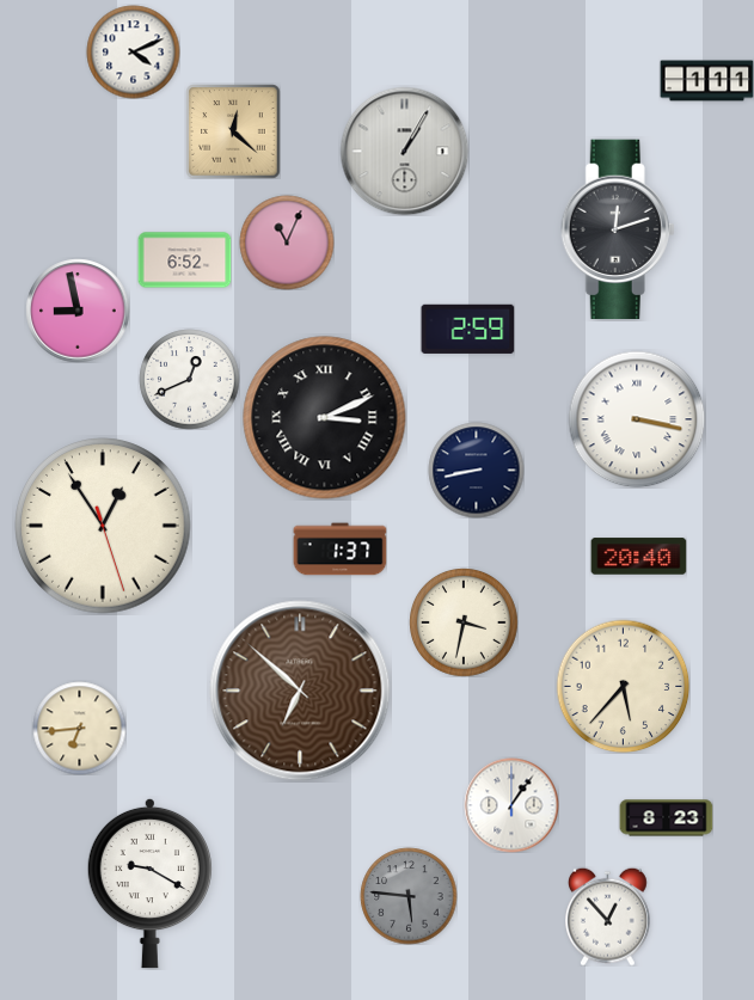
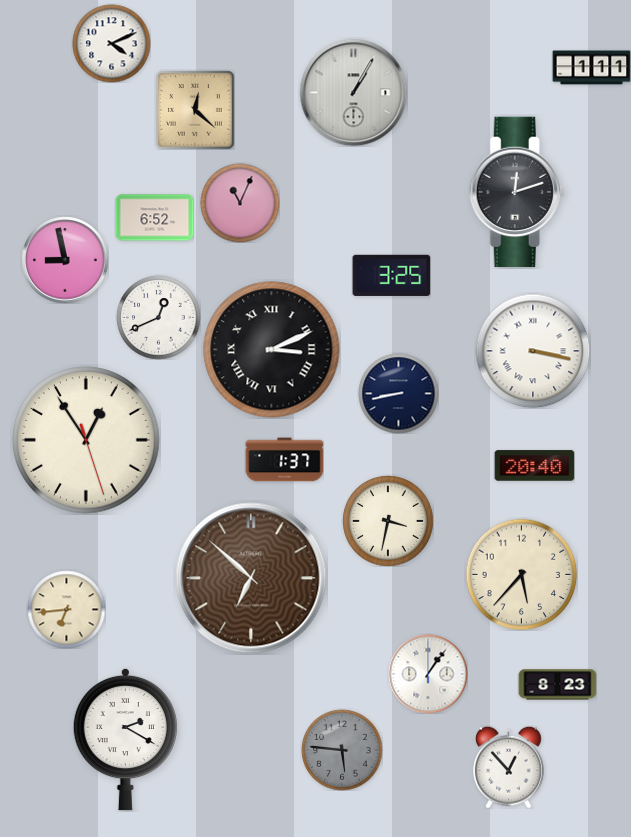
clock at (404, 151) position: (404, 151) -> (353, 92)
clock at (467, 329): 2:59 -> 3:25
clock at (149, 883): 9:20 -> 2:20
